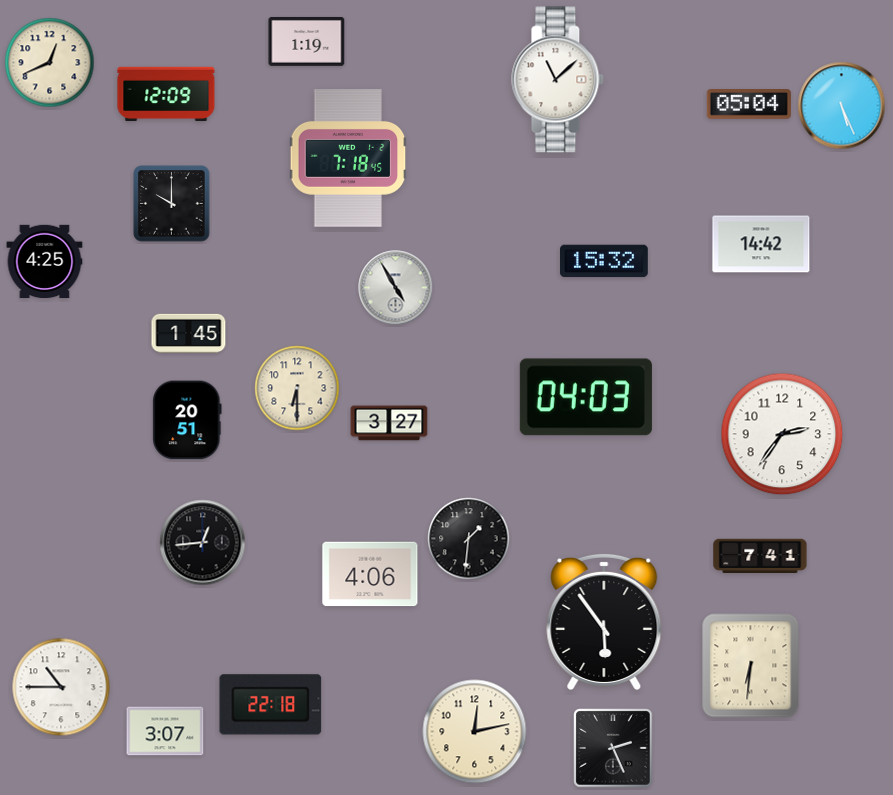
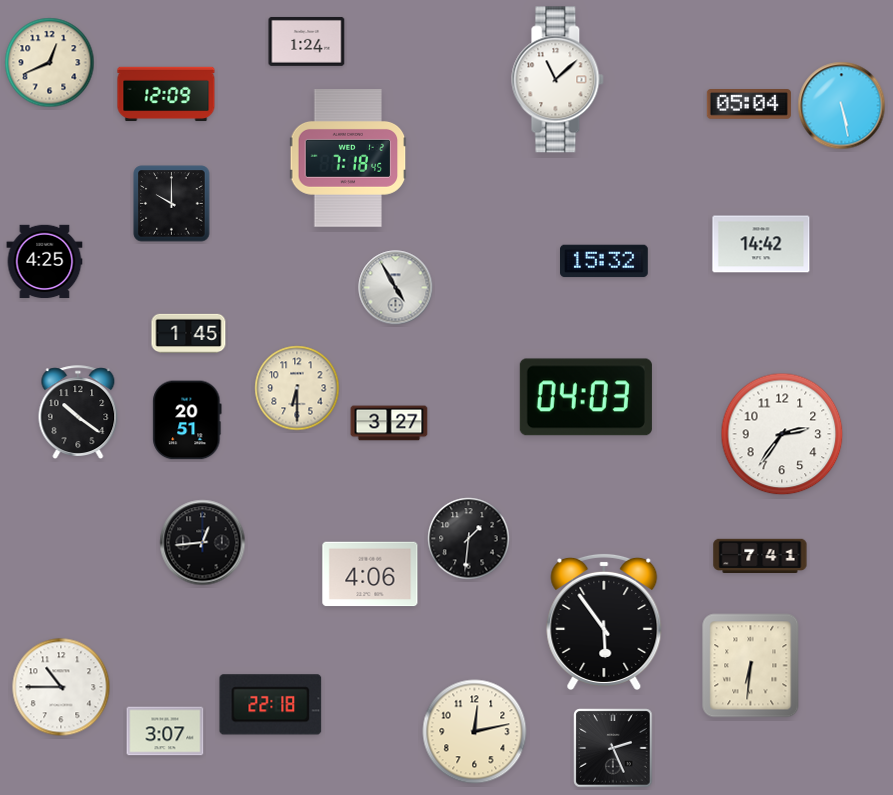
clock at (307, 41): 1:19 -> 1:24
clock at (842, 106): 5:26 -> 5:28
clock at (78, 412): none -> 10:21
